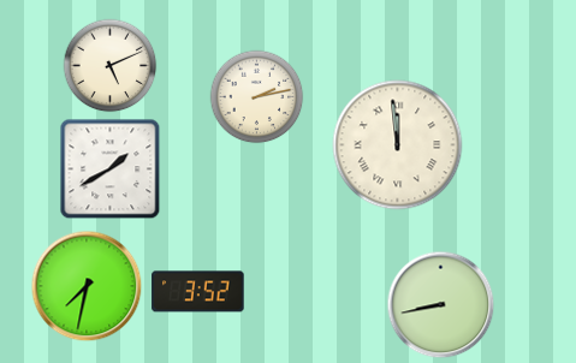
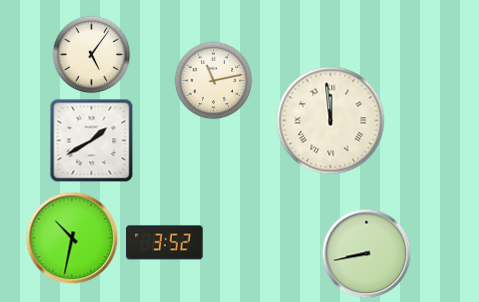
clock at (109, 65): 5:11 -> 5:06
clock at (256, 96): 2:13 -> 11:13
clock at (87, 286): 7:32 -> 10:32
